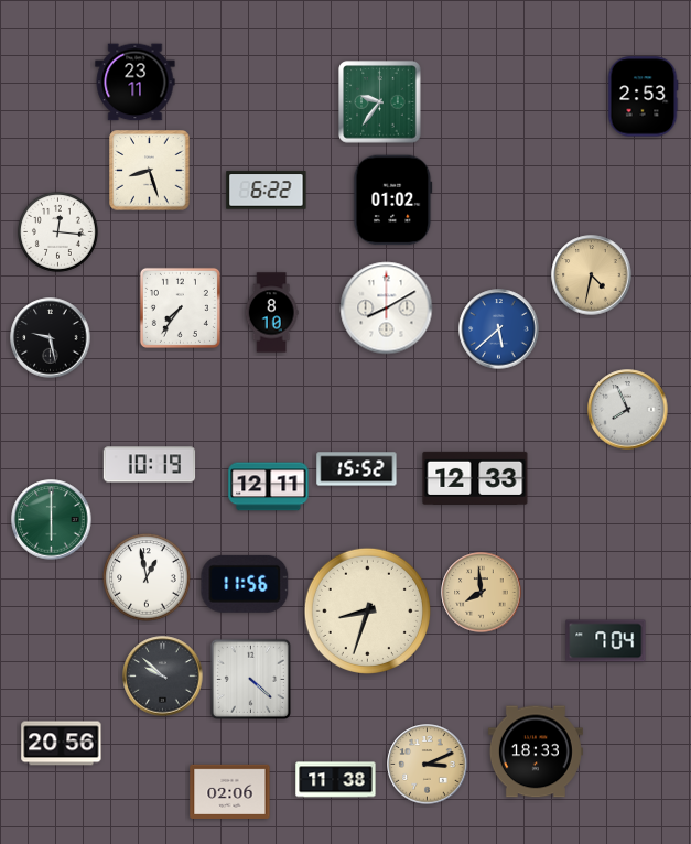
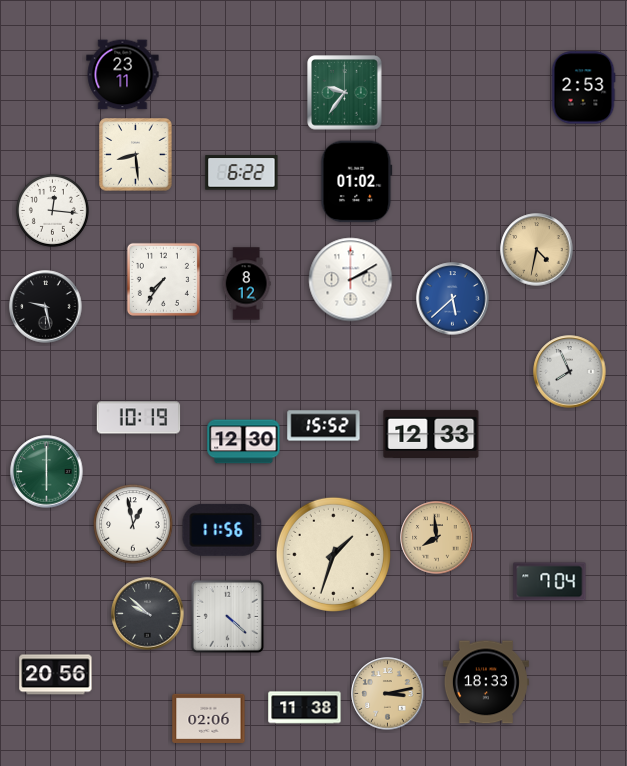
clock at (150, 171): 8:27 -> 8:29
clock at (387, 309): 8:10 -> 2:10
clock at (271, 313): 8:10 -> 8:12
clock at (150, 465) position: (150, 465) -> (139, 418)
clock at (269, 487): 12:11 -> 12:30
clock at (367, 610): 8:33 -> 1:33
clock at (428, 765): 3:11 -> 3:13
